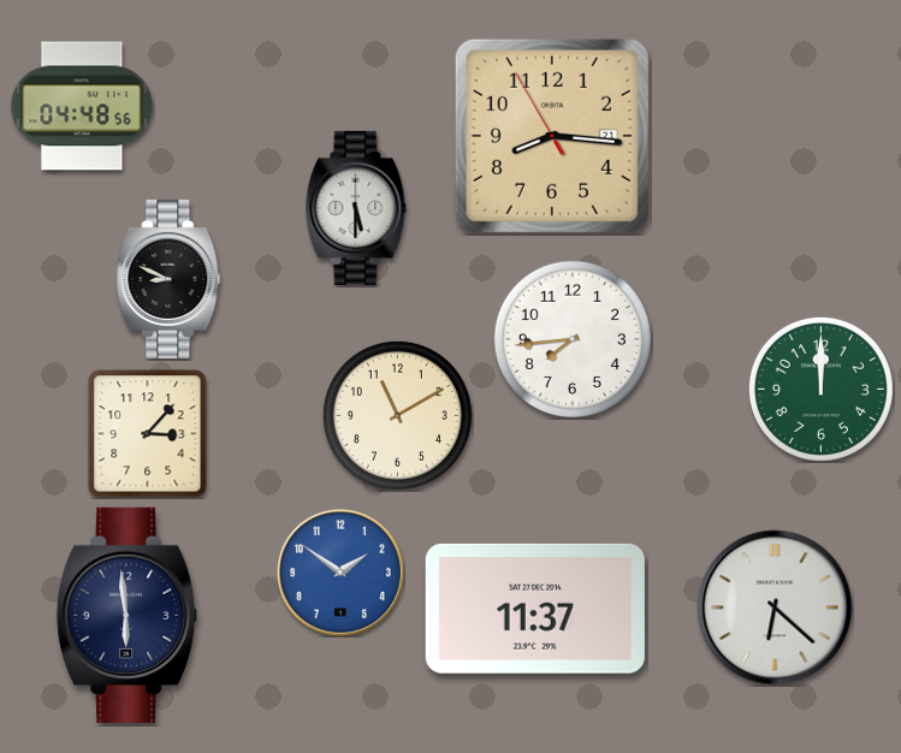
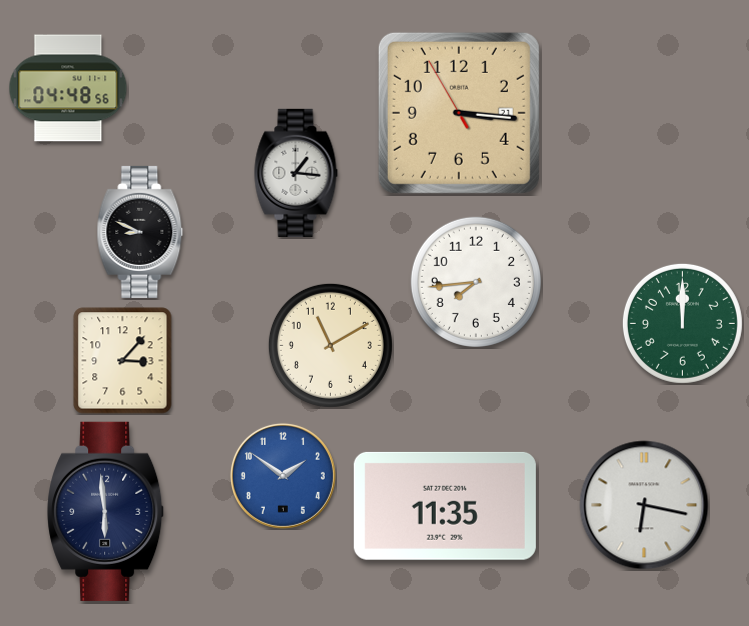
clock at (552, 136): 8:15 -> 3:15
clock at (356, 208): 5:30 -> 1:16
clock at (775, 607): 6:22 -> 6:17
clock at (535, 609): 11:37 -> 11:35
